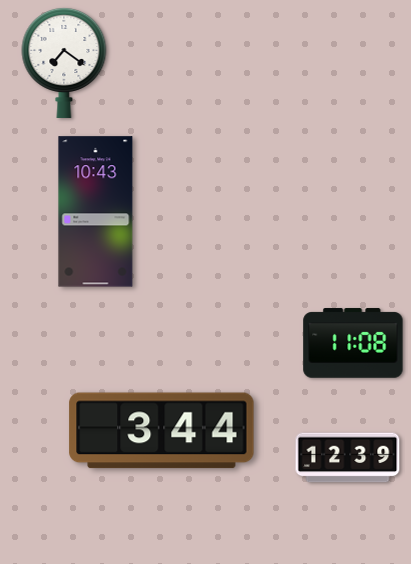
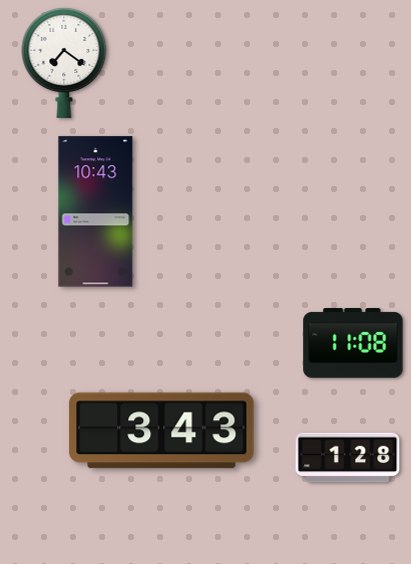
clock at (162, 431): 3:44 -> 3:43
clock at (348, 458): 12:39 -> 1:28
